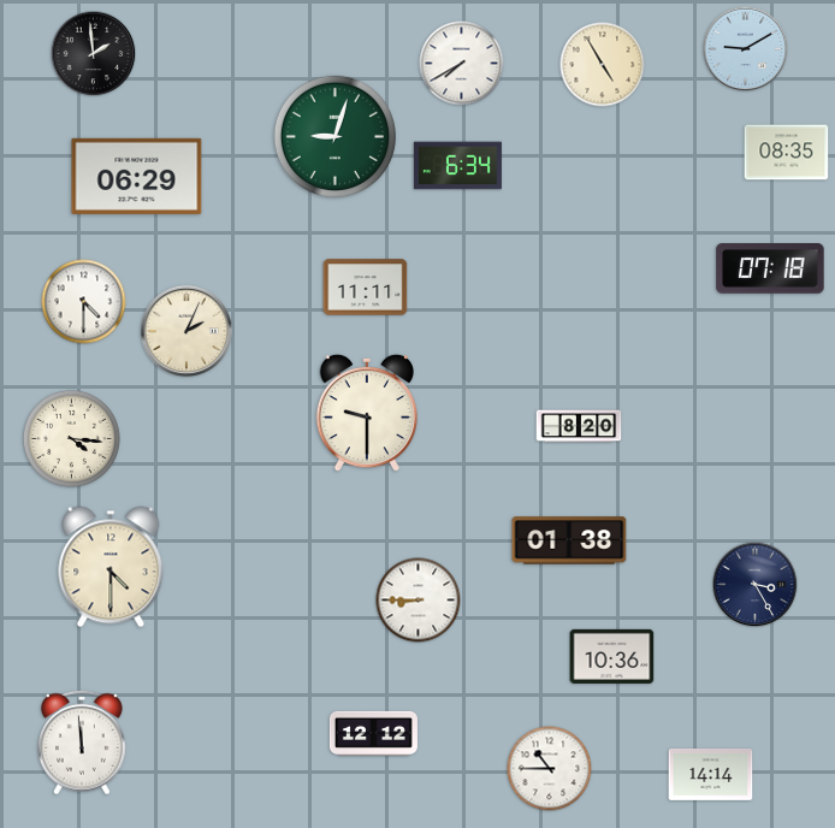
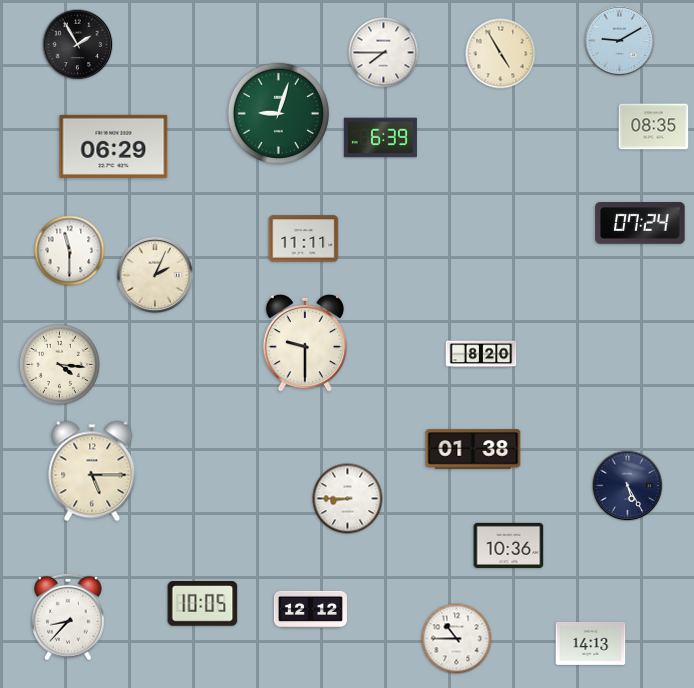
clock at (94, 54): 1:59 -> 1:55
clock at (462, 64): 7:40 -> 7:45
clock at (457, 166): 6:34 -> 6:39
clock at (770, 268): 07:18 -> 07:24
clock at (84, 302): 4:30 -> 11:30
clock at (111, 567): 4:30 -> 5:15
clock at (756, 585): 3:25 -> 5:25
clock at (203, 604): none -> 10:05
clock at (83, 743): 11:59 -> 8:37
clock at (711, 774): 14:14 -> 14:13
